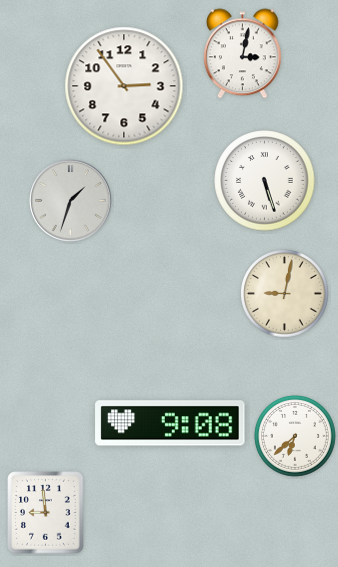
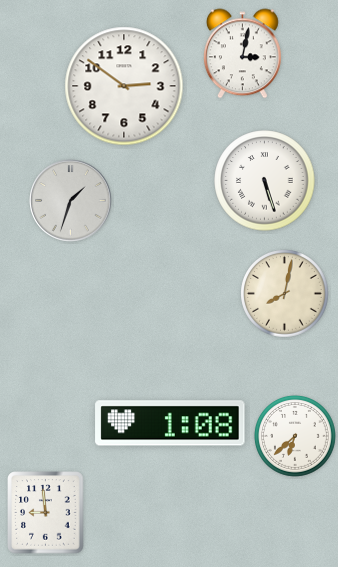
clock at (124, 86): 2:54 -> 2:51
clock at (285, 294): 9:02 -> 8:02
clock at (170, 423): 9:08 -> 1:08
